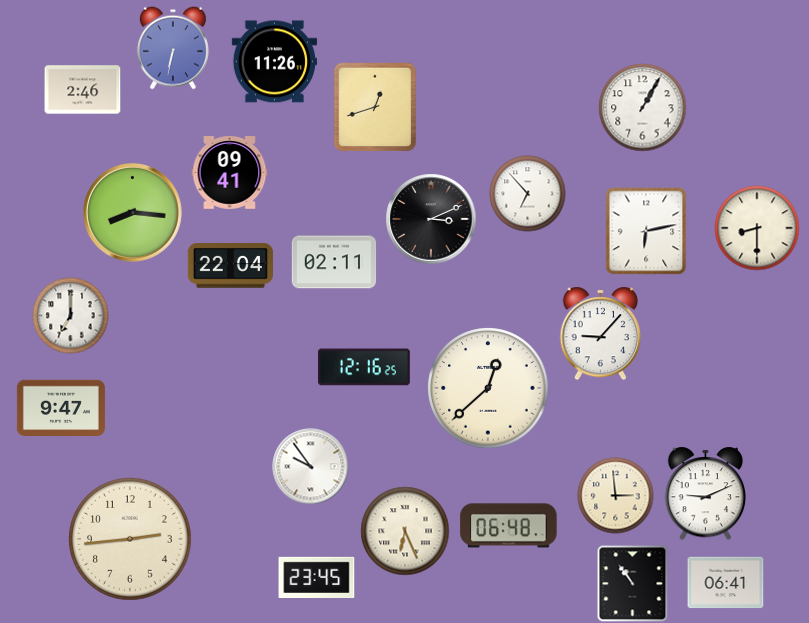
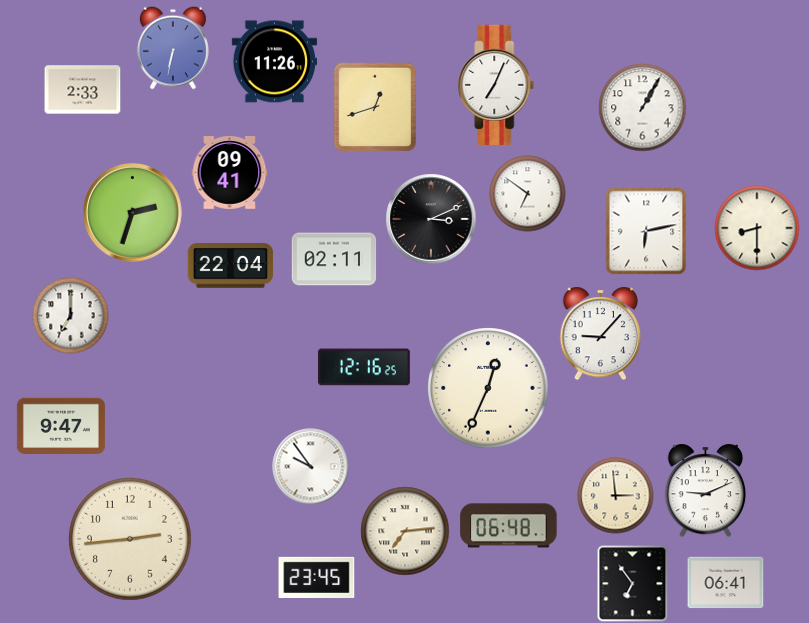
clock at (496, 85): none -> 7:04
clock at (83, 90): 2:46 -> 2:33
clock at (528, 194): 6:53 -> 6:51
clock at (133, 213): 8:16 -> 2:33
clock at (334, 262) position: (334, 262) -> (334, 259)
clock at (488, 388): 12:38 -> 12:34
clock at (61, 407) position: (61, 407) -> (61, 425)
clock at (706, 494) position: (706, 494) -> (706, 491)
clock at (405, 531): 6:26 -> 7:14
clock at (633, 584): 10:54 -> 6:54
